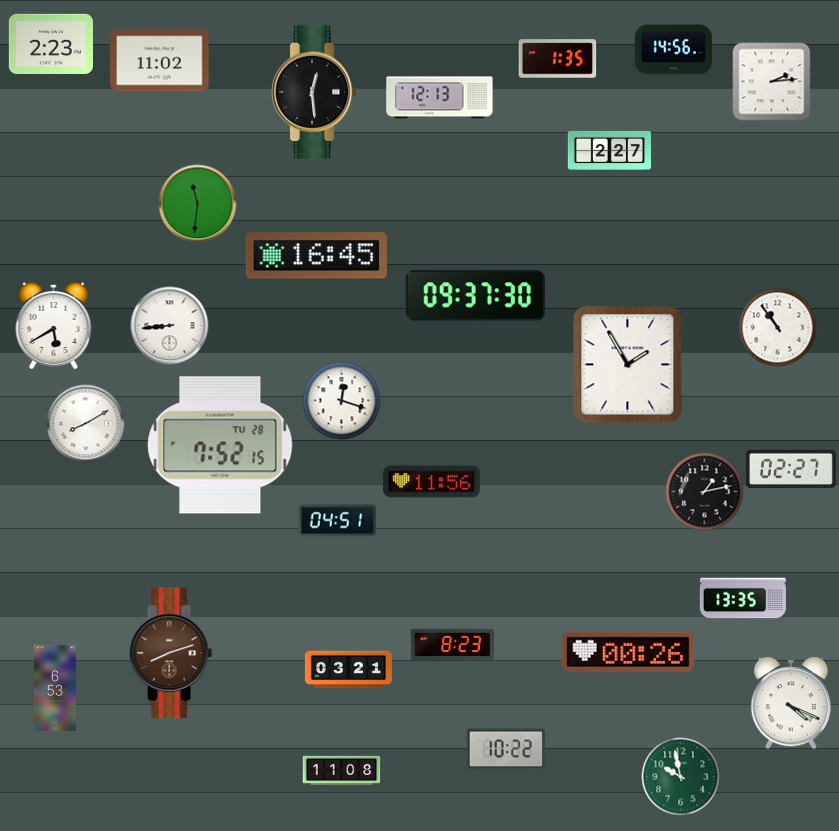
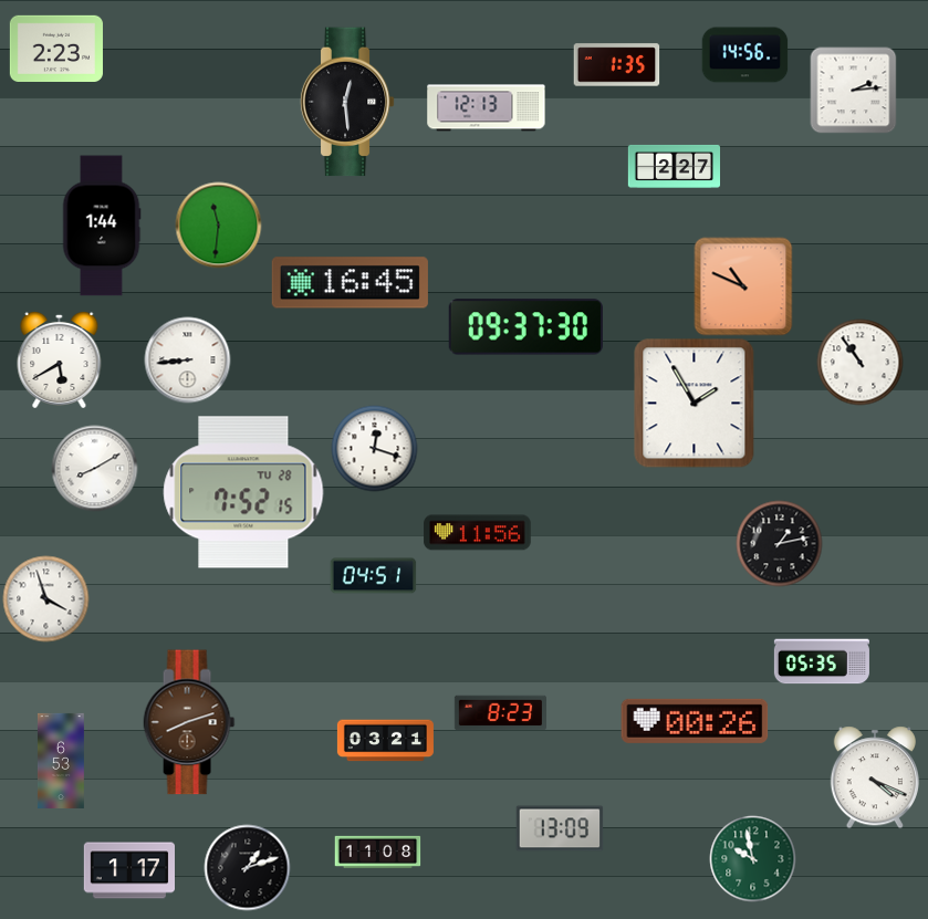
clock at (160, 61): 11:02 -> none
clock at (102, 226): none -> 1:44
clock at (743, 286): none -> 10:49
clock at (341, 400) position: (341, 400) -> (374, 448)
clock at (791, 469): 02:27 -> none
clock at (45, 598): none -> 3:57
clock at (743, 598): 13:35 -> 05:35
clock at (506, 749): 10:22 -> 13:09
clock at (247, 867): none -> 1:12
clock at (128, 870): none -> 1:17
